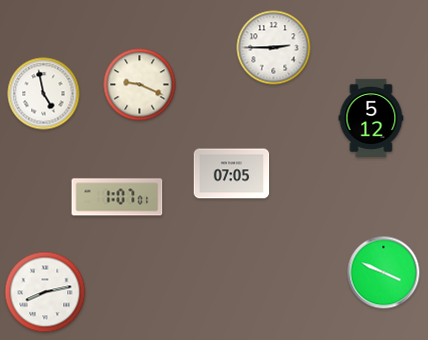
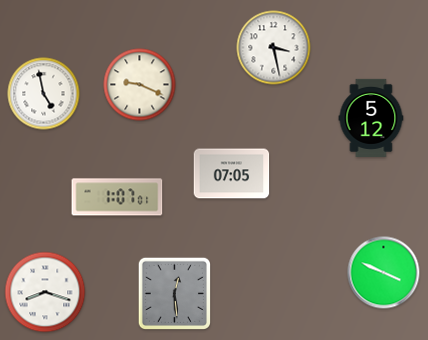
clock at (274, 48): 2:45 -> 3:28
clock at (45, 292): 8:13 -> 8:18
clock at (174, 293): none -> 12:29
